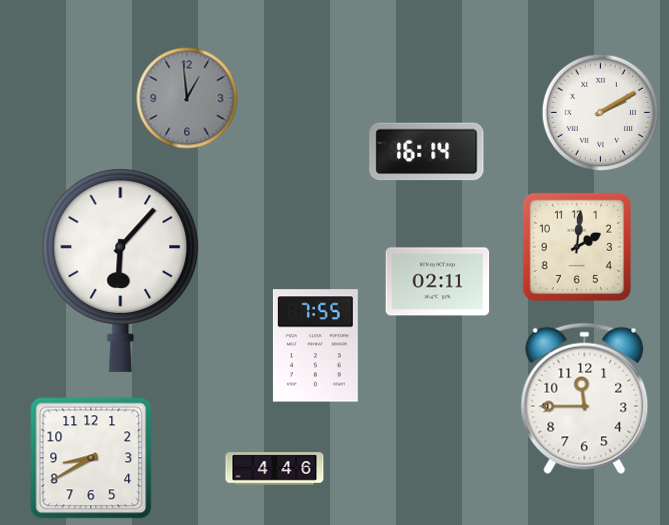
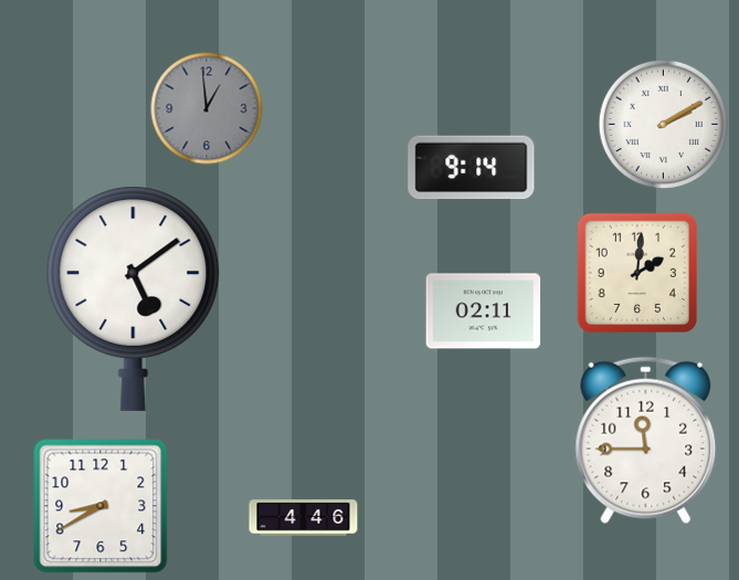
clock at (427, 152): 16:14 -> 9:14
clock at (121, 270): 6:07 -> 5:09
clock at (315, 346): 7:55 -> none
